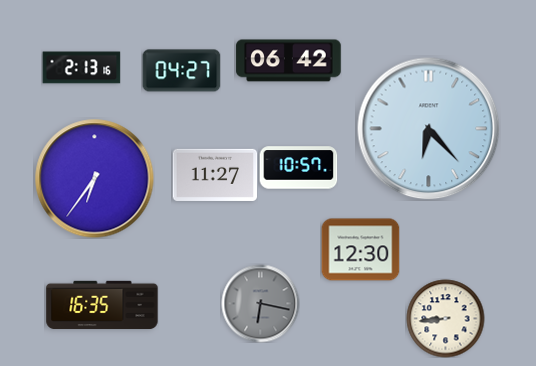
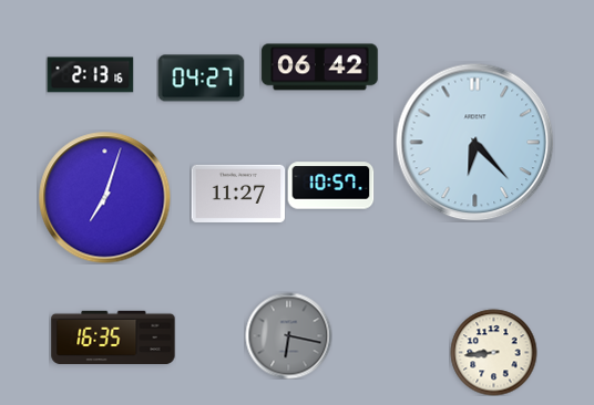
clock at (95, 179): 6:36 -> 7:03
clock at (360, 250): 12:30 -> none
